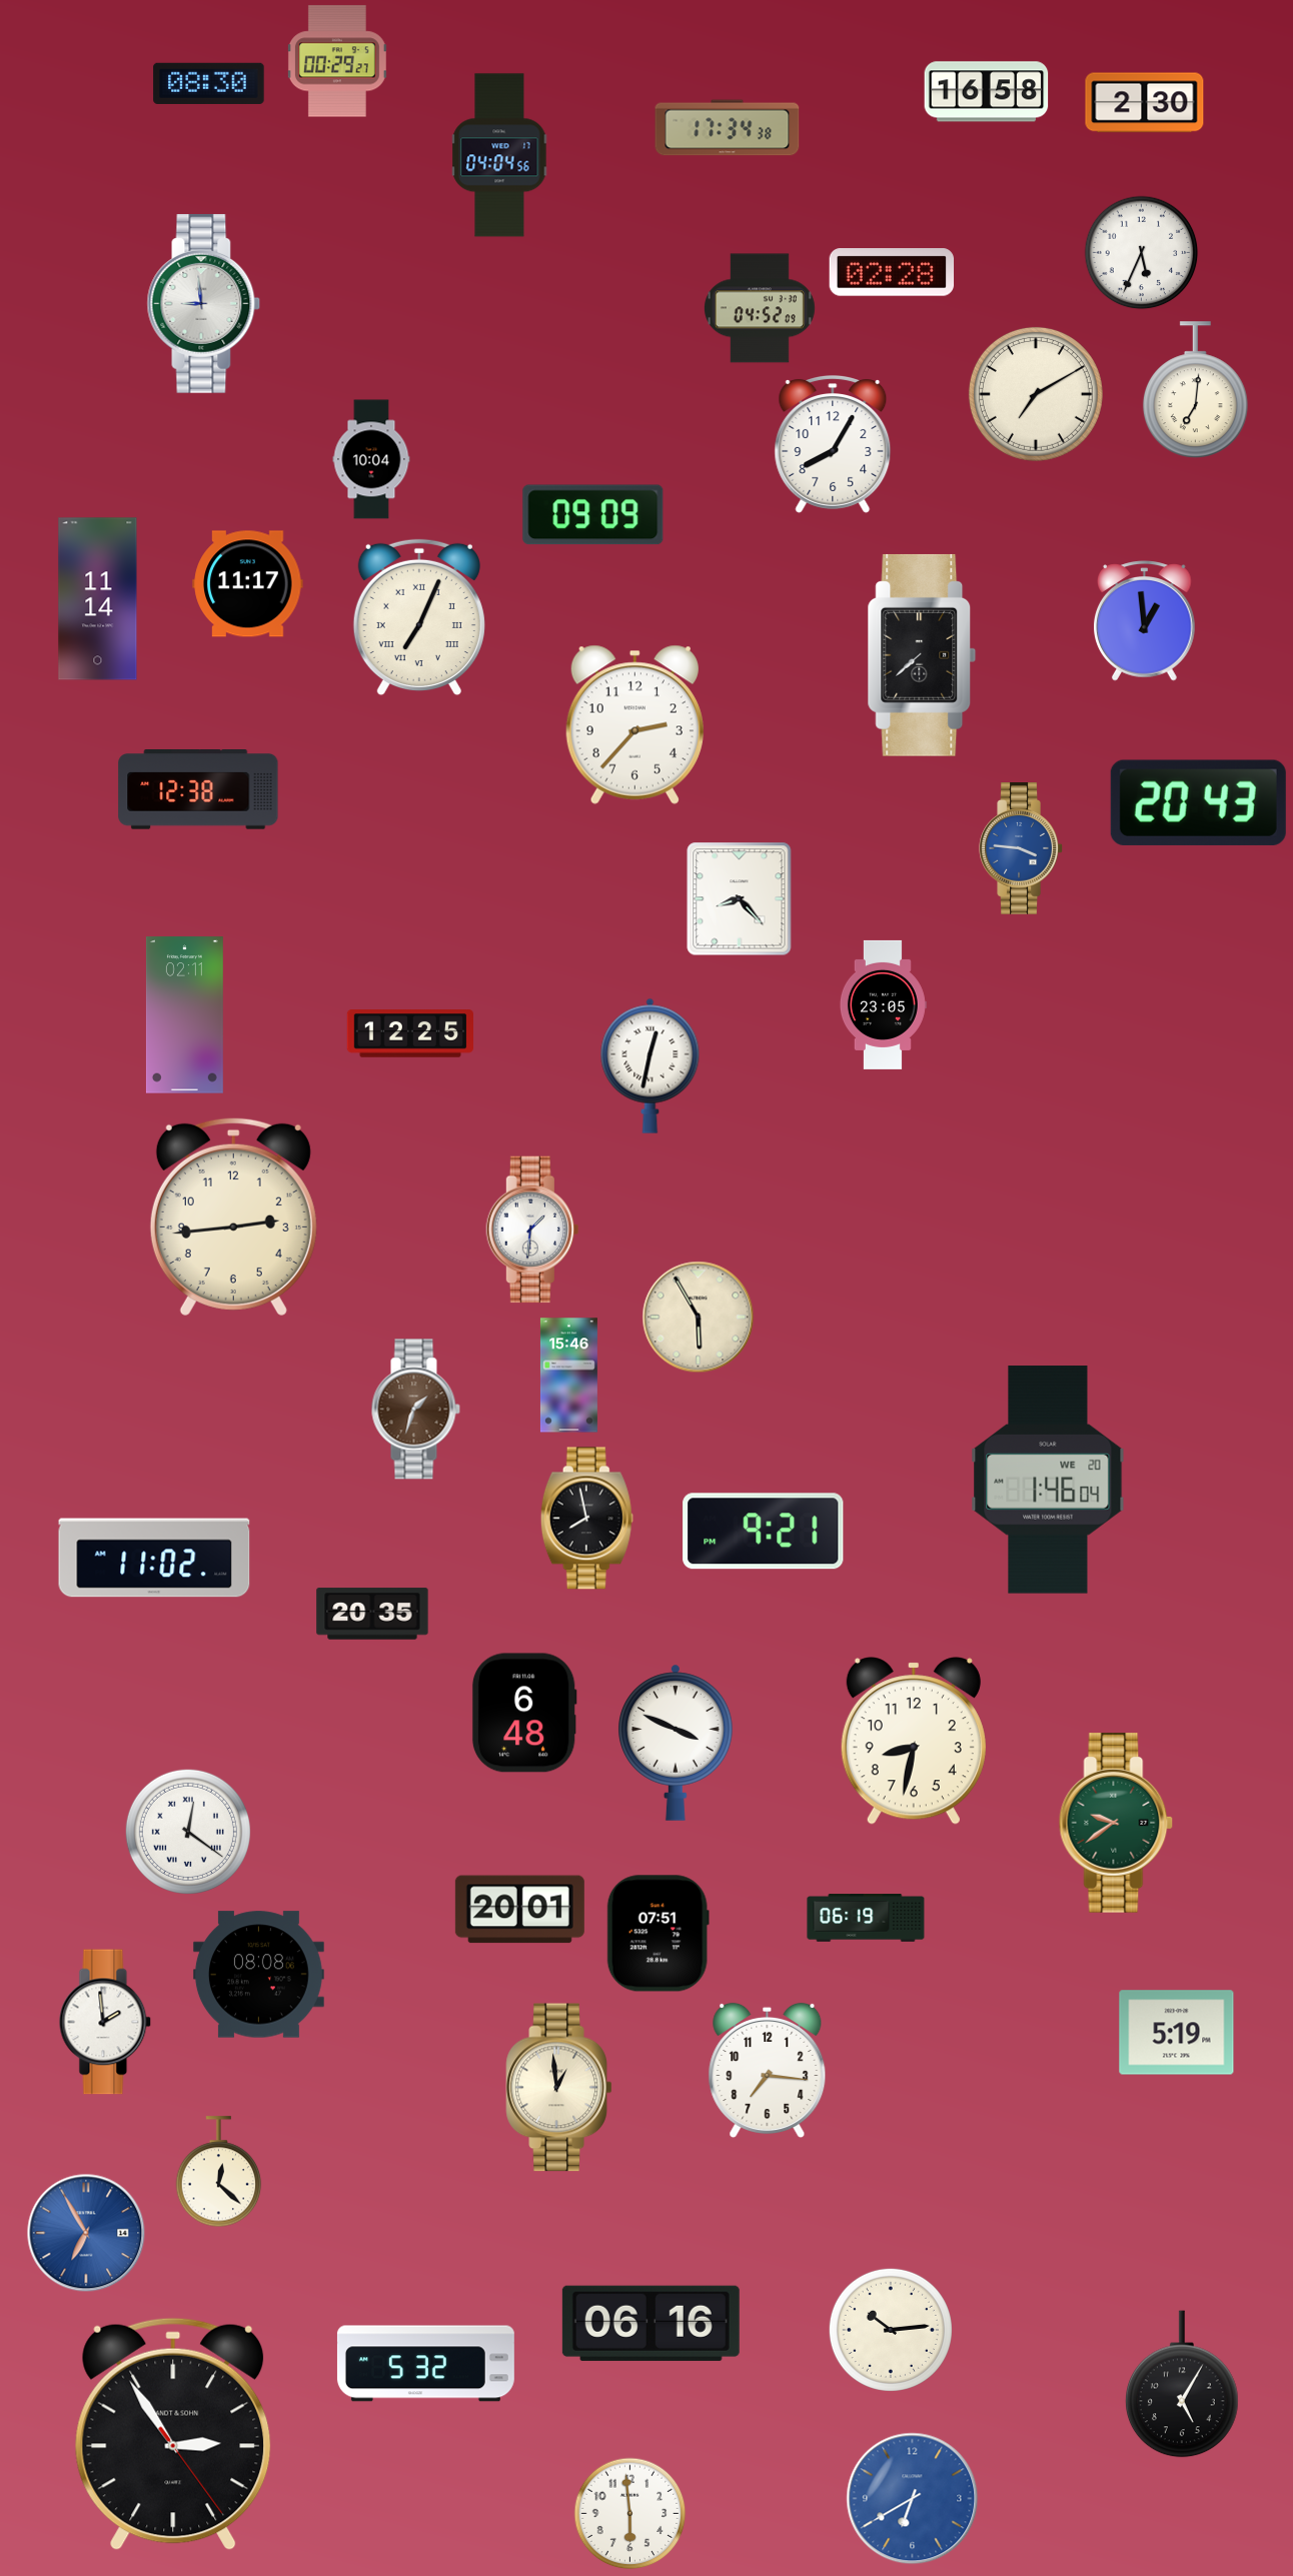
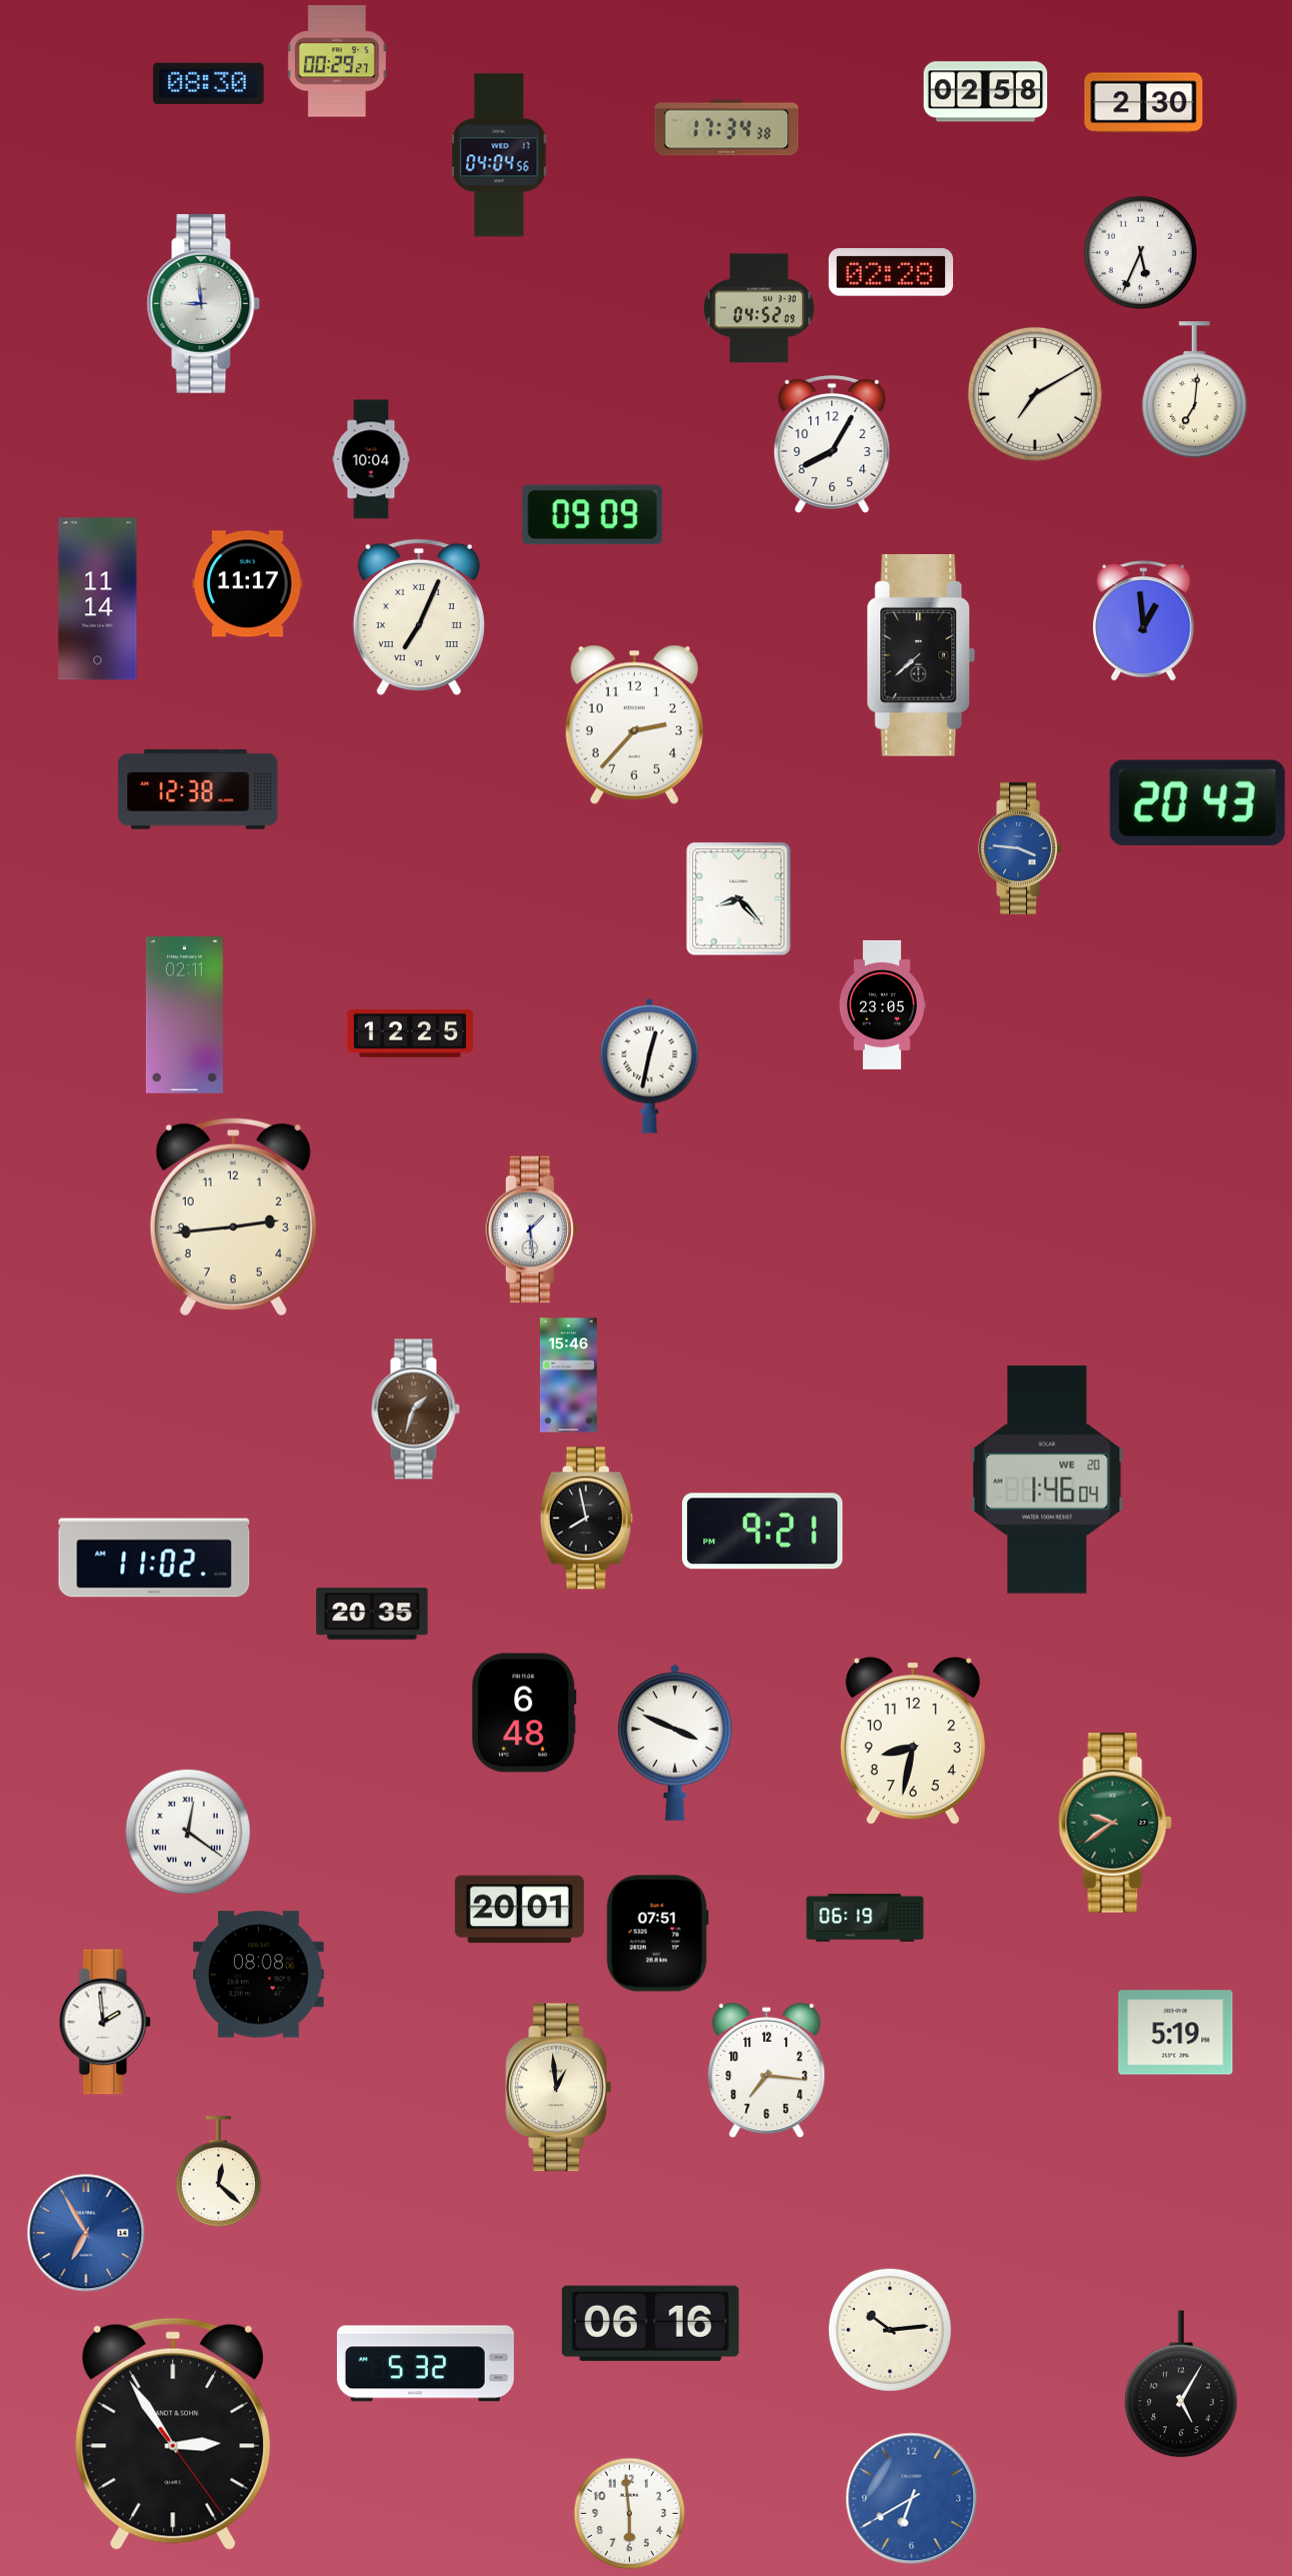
clock at (987, 92): 16:58 -> 02:58
clock at (532, 1229): 1:31 -> 1:29
clock at (699, 1318): 5:55 -> none
